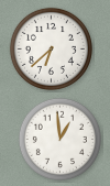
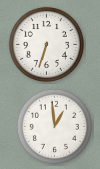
clock at (51, 48): 6:38 -> 6:33
